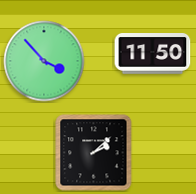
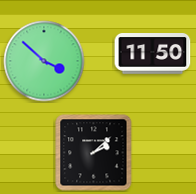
clock at (44, 61): 3:53 -> 3:52
